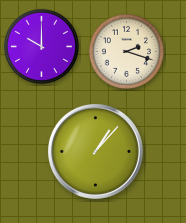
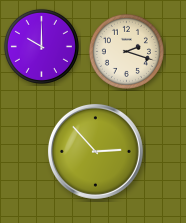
clock at (95, 151): 1:07 -> 2:53
